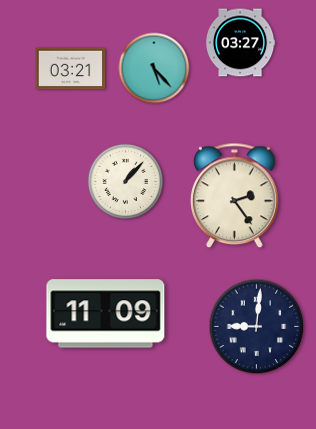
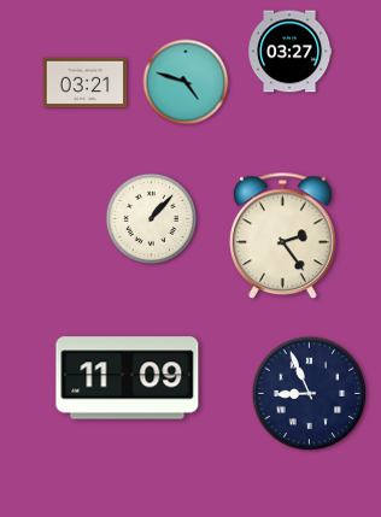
clock at (154, 68): 5:23 -> 4:48
clock at (257, 327): 9:01 -> 8:56
